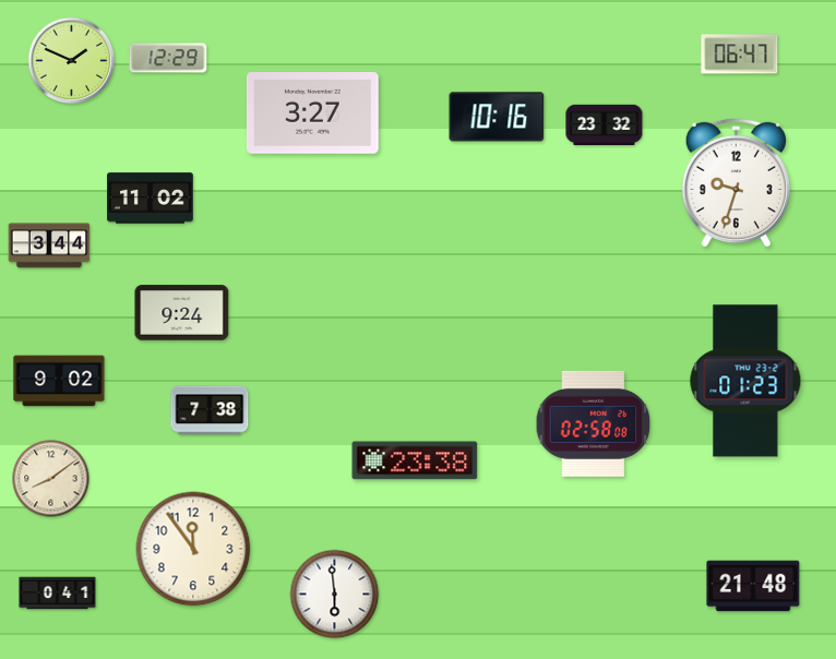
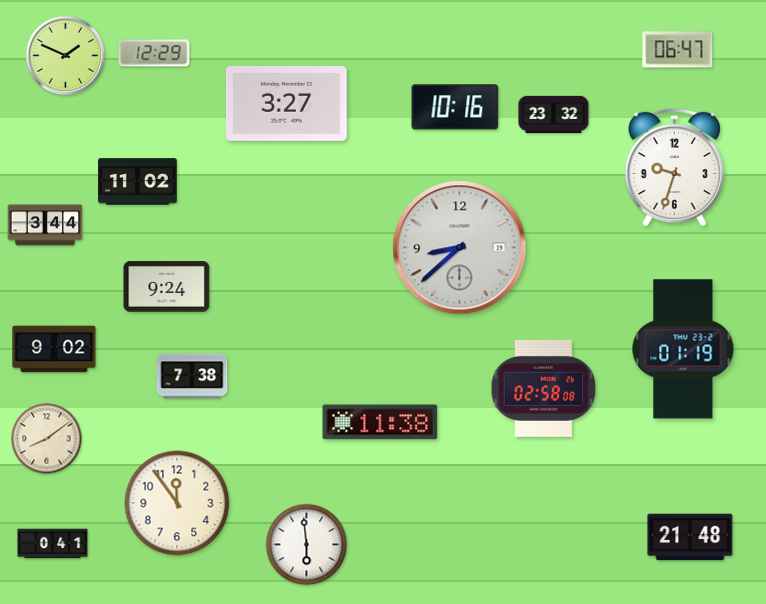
clock at (460, 248): none -> 8:38
clock at (745, 381): 01:23 -> 01:19
clock at (415, 460): 23:38 -> 11:38
